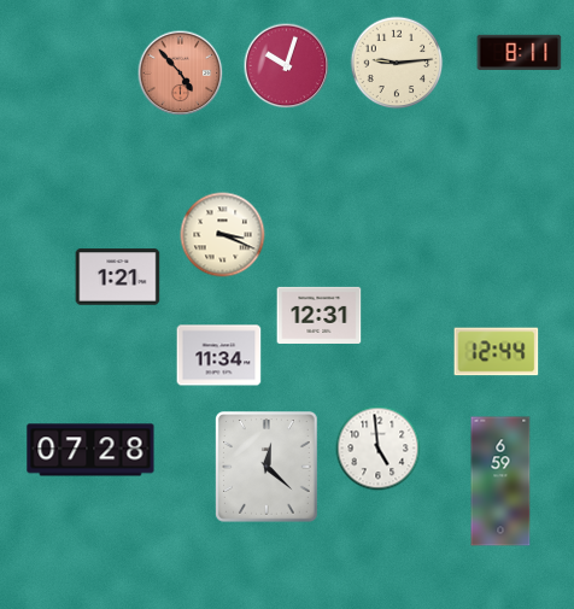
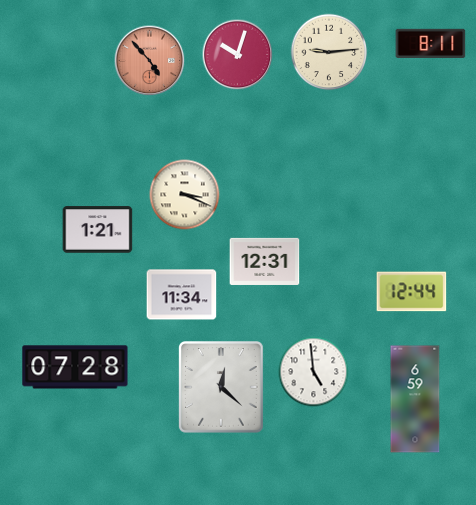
clock at (90, 450) position: (90, 450) -> (75, 367)
